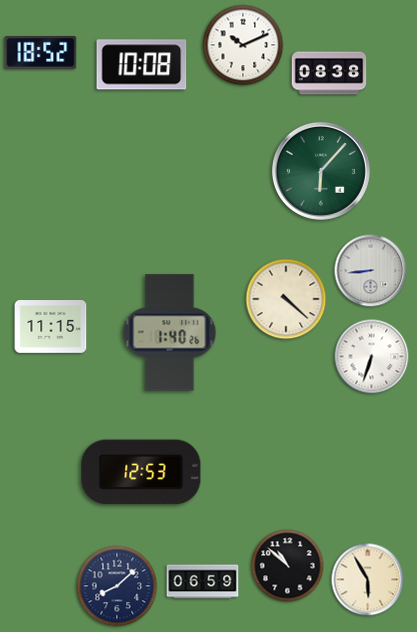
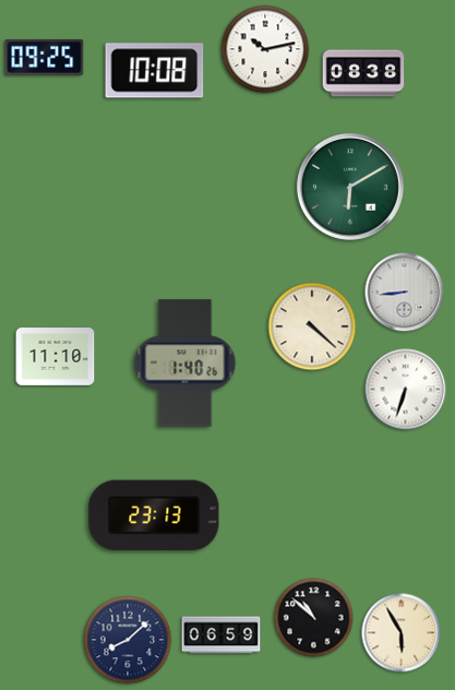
clock at (243, 45): 10:11 -> 10:13
clock at (41, 53): 18:52 -> 09:25
clock at (329, 73) position: (329, 73) -> (363, 73)
clock at (321, 171): 6:07 -> 6:10
clock at (371, 271) position: (371, 271) -> (405, 293)
clock at (51, 327): 11:15 -> 11:10
clock at (141, 472): 12:53 -> 23:13
